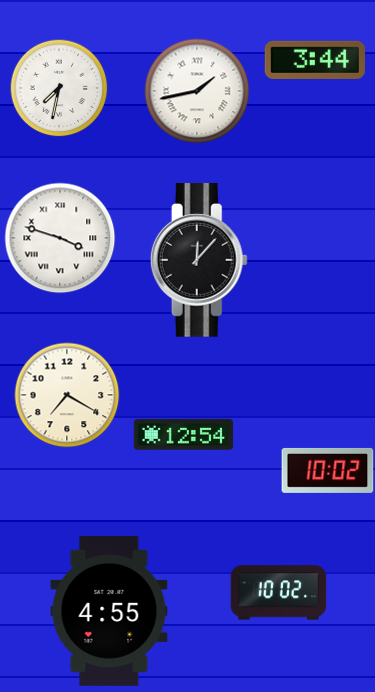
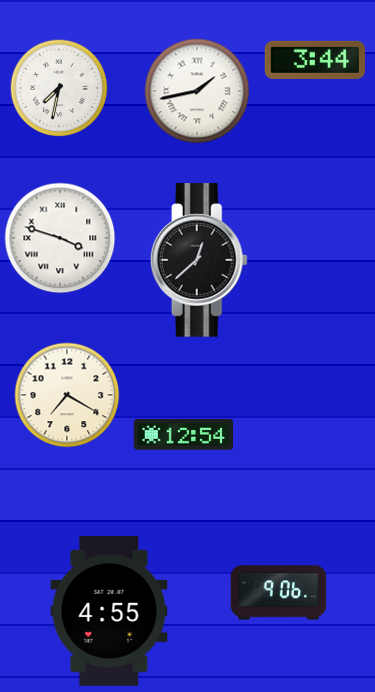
clock at (199, 260): 12:07 -> 12:38
clock at (328, 470): 10:02 -> none
clock at (279, 593): 10:02 -> 9:06
